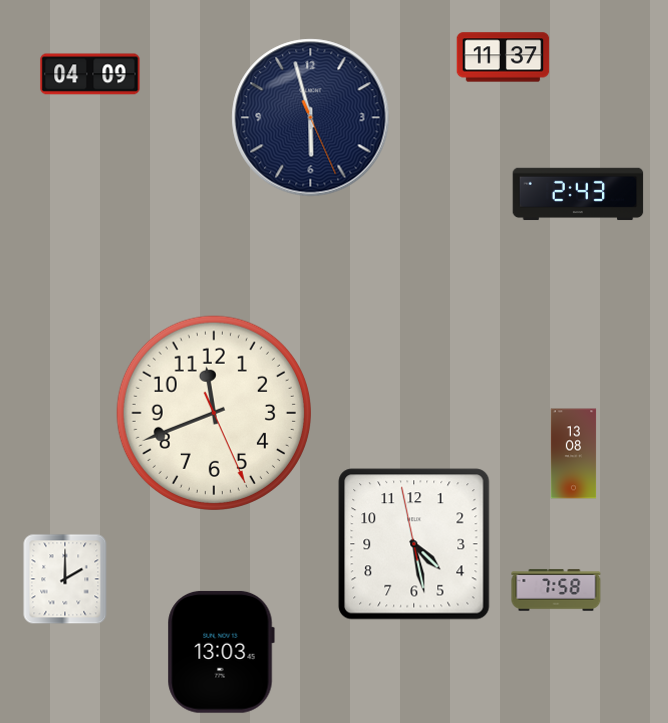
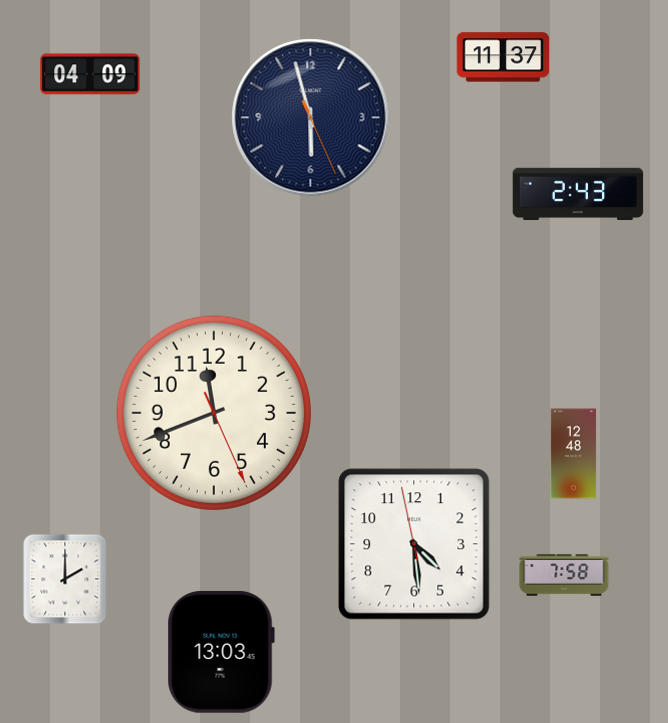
clock at (574, 454): 13:08 -> 12:48
clock at (414, 544): 4:27 -> 4:28
clock at (556, 590) position: (556, 590) -> (564, 575)
